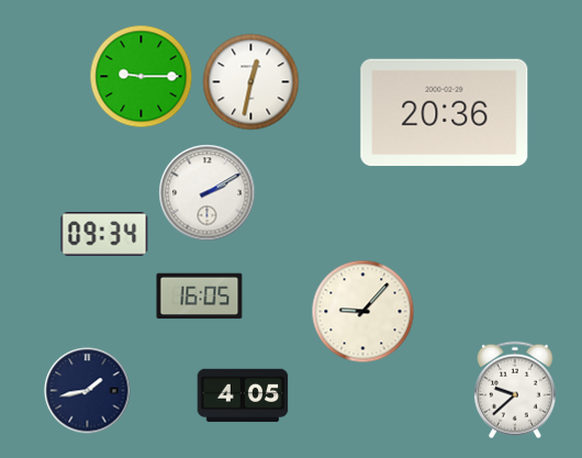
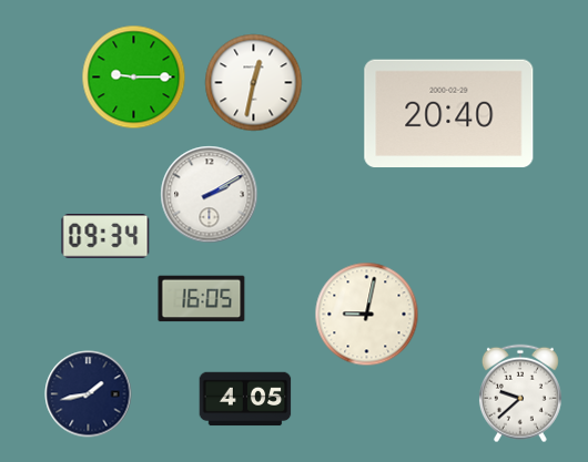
clock at (142, 77) position: (142, 77) -> (134, 78)
clock at (445, 113): 20:36 -> 20:40
clock at (363, 312): 9:07 -> 9:02
